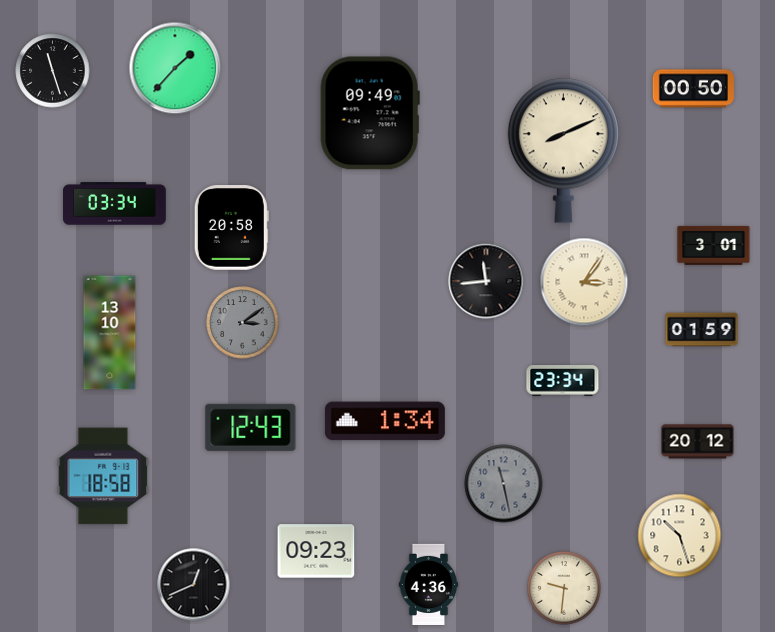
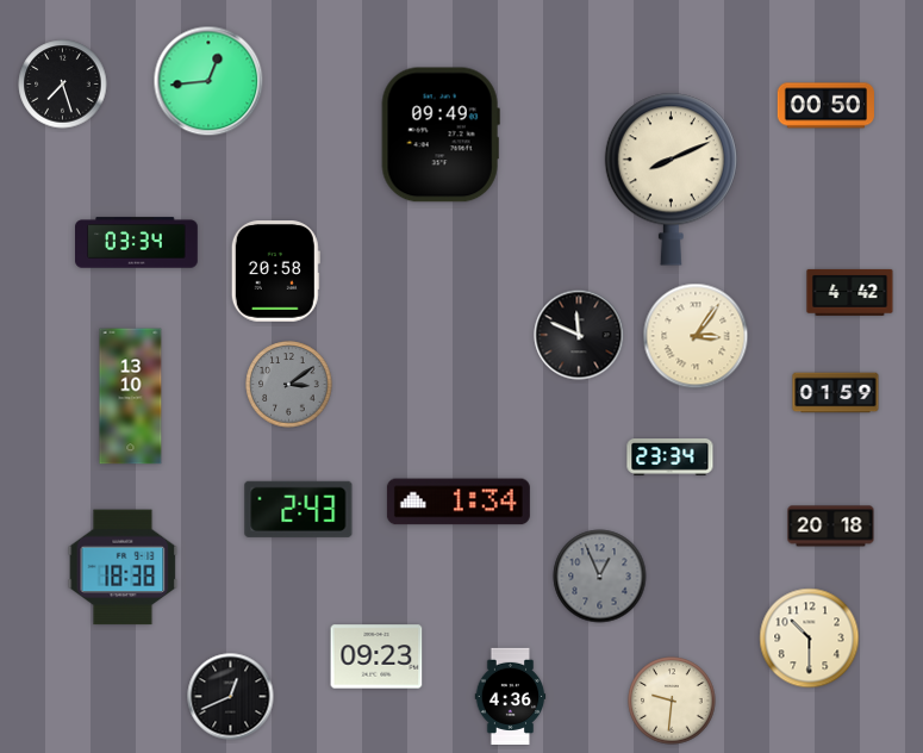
clock at (175, 68): 1:37 -> 12:44
clock at (53, 71): 11:27 -> 7:27
clock at (714, 245): 3:01 -> 4:42
clock at (486, 281): 11:44 -> 11:49
clock at (563, 381) position: (563, 381) -> (671, 458)
clock at (251, 427): 12:43 -> 2:43
clock at (698, 442): 20:12 -> 20:18
clock at (103, 476): 18:58 -> 18:38
clock at (504, 484): 11:28 -> 12:56
clock at (680, 536): 10:27 -> 10:30
